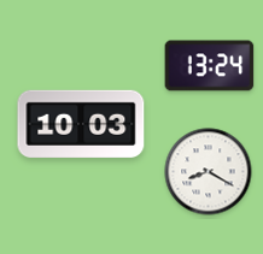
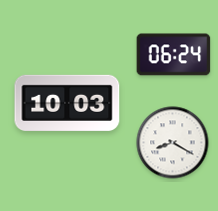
clock at (210, 66): 13:24 -> 06:24
